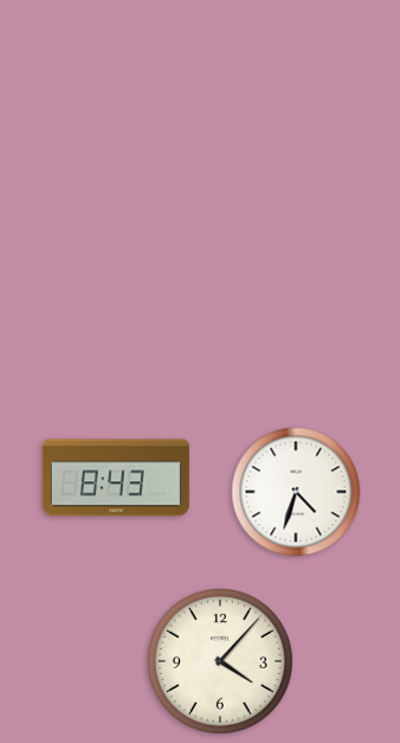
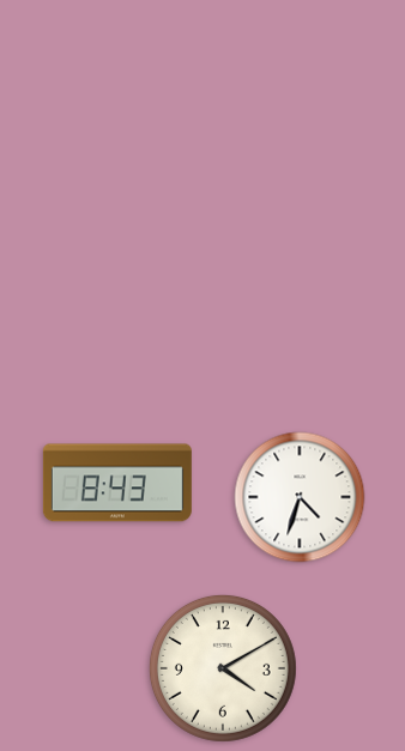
clock at (220, 661): 4:07 -> 4:10
